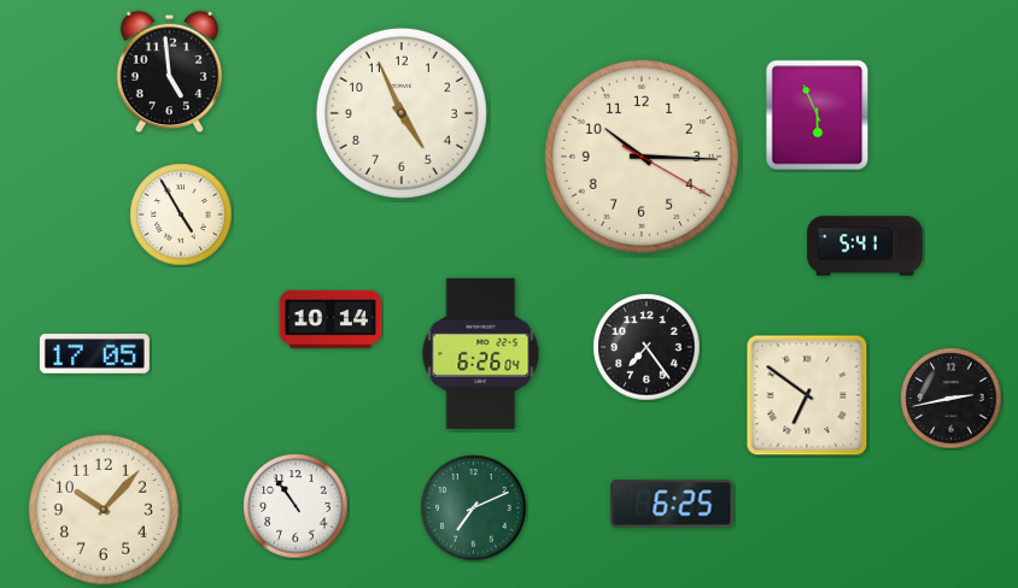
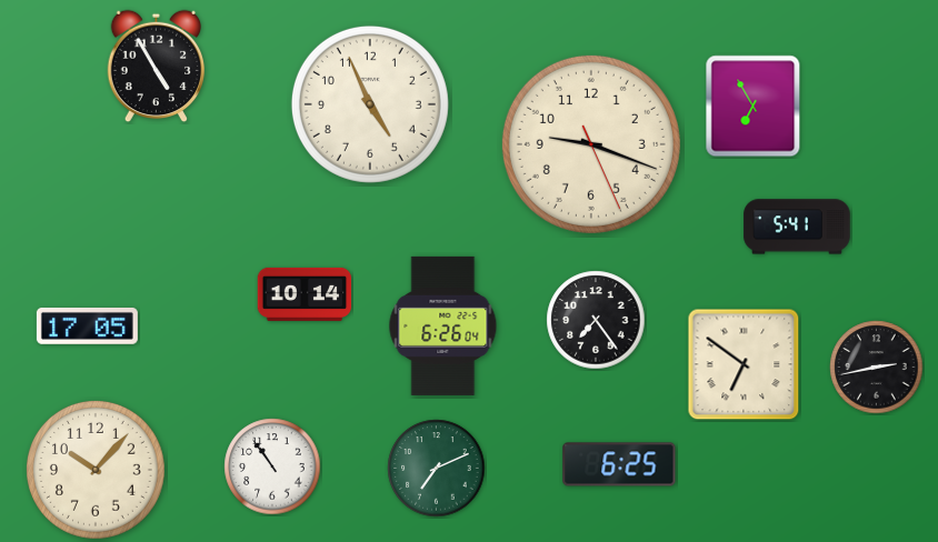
clock at (170, 72): 4:59 -> 4:55
clock at (818, 116): 5:56 -> 6:55
clock at (642, 157): 10:15 -> 9:18
clock at (181, 214): 4:55 -> none
